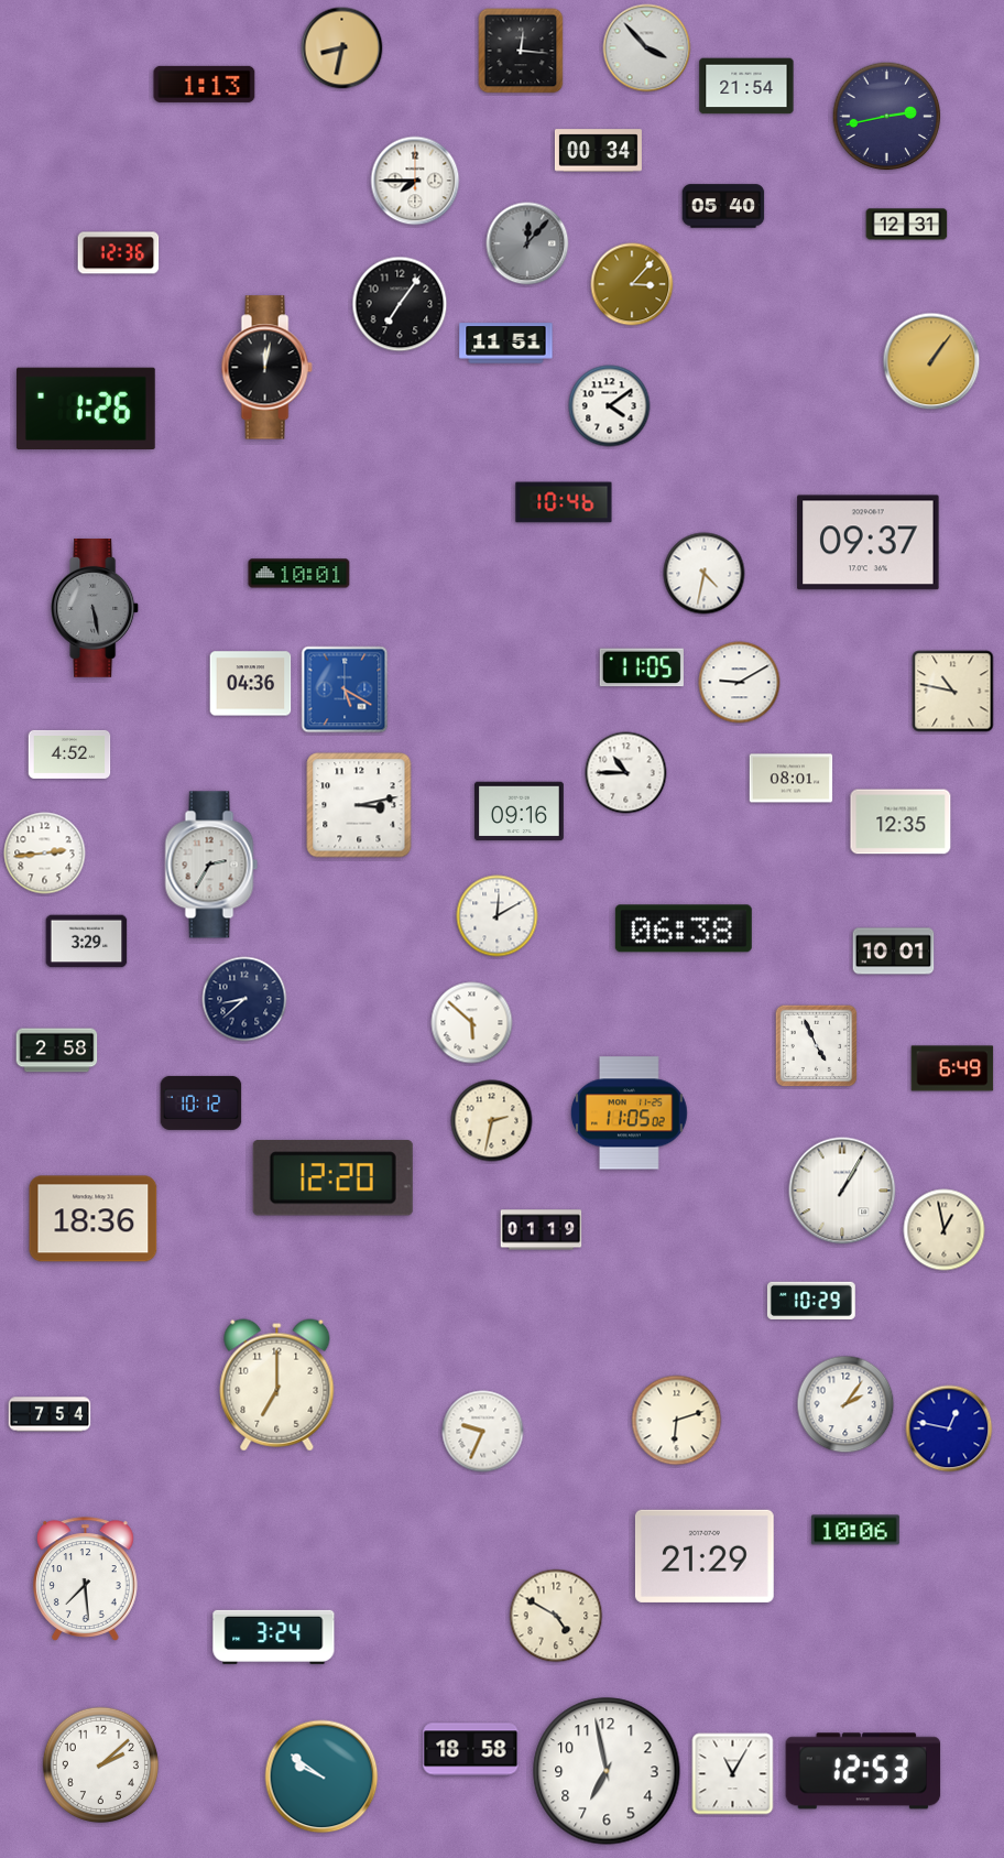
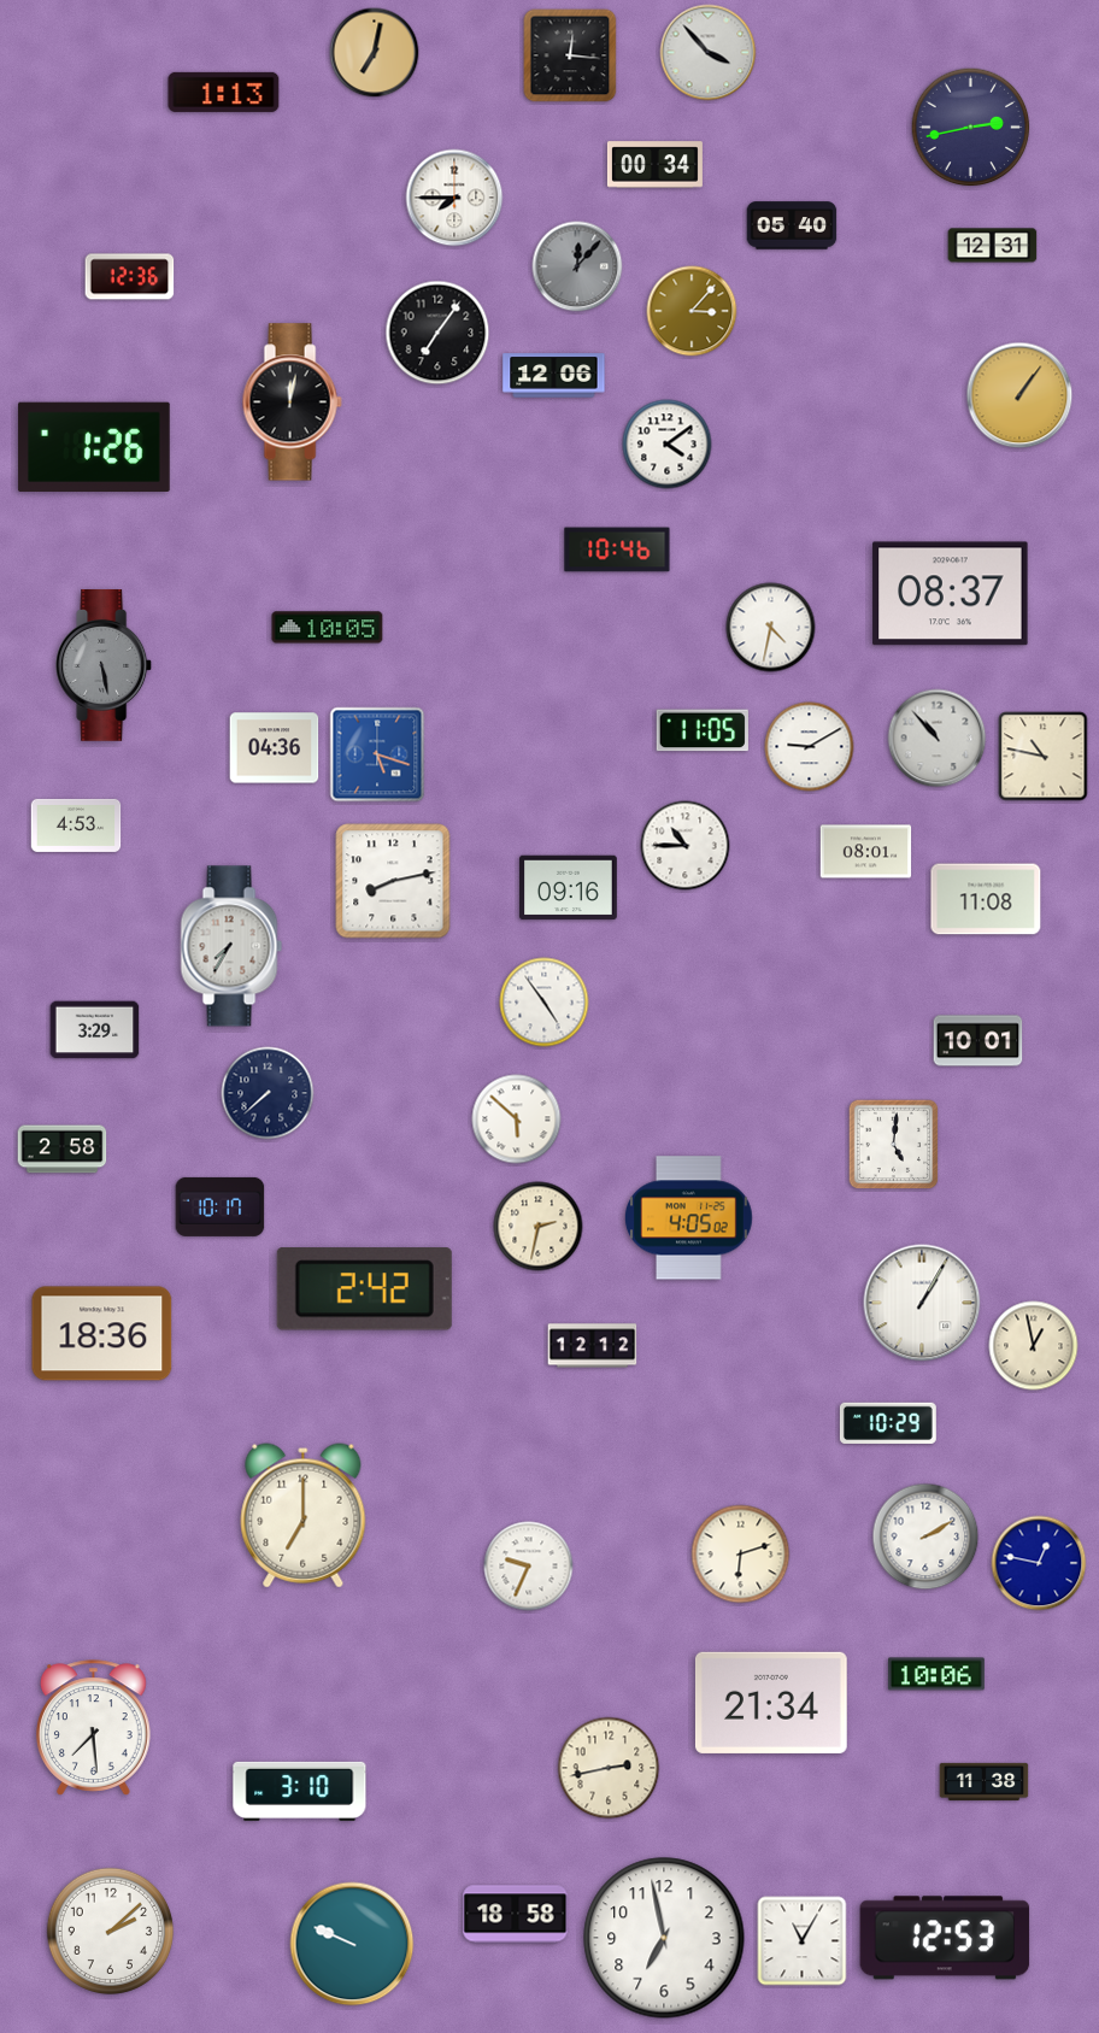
clock at (342, 48): 8:32 -> 7:02
clock at (746, 86): 21:54 -> none
clock at (506, 344): 11:51 -> 12:06
clock at (869, 543): 09:37 -> 08:37
clock at (299, 574): 10:01 -> 10:05
clock at (938, 739): none -> 10:53
clock at (345, 689): 5:20 -> 5:18
clock at (69, 754): 4:52 -> 4:53
clock at (359, 805): 3:13 -> 8:13
clock at (901, 822): 12:35 -> 11:08
clock at (45, 854): 2:44 -> none
clock at (211, 865): 2:35 -> 7:35
clock at (498, 916): 12:10 -> 4:54
clock at (684, 928): 06:38 -> none
clock at (244, 999): 8:38 -> 7:38
clock at (817, 1046): 4:56 -> 5:01
clock at (952, 1068): 6:49 -> none
clock at (201, 1102): 10:12 -> 10:17
clock at (630, 1113): 11:05 -> 4:05
clock at (332, 1178): 12:20 -> 2:42
clock at (542, 1230): 01:19 -> 12:12
clock at (845, 1404): 2:06 -> 2:10
clock at (50, 1414): 7:54 -> none
clock at (705, 1556): 21:29 -> 21:34
clock at (556, 1616): 4:50 -> 2:43
clock at (985, 1781): none -> 11:38
clock at (274, 1637): 3:24 -> 3:10
clock at (321, 1776): 9:51 -> 9:49
